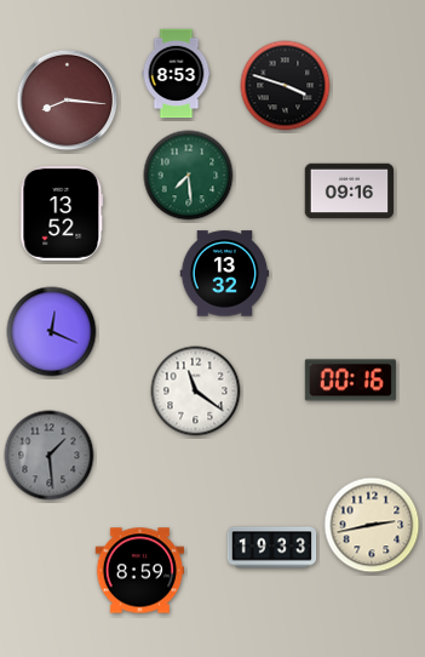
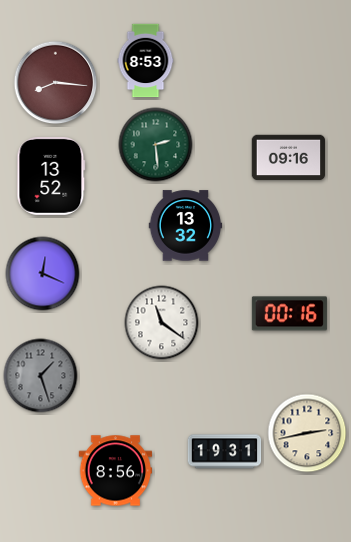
clock at (286, 86): 3:48 -> none
clock at (189, 176): 7:29 -> 2:29
clock at (50, 456): 1:29 -> 1:27
clock at (272, 548): 19:33 -> 19:31
clock at (140, 571): 8:59 -> 8:56
